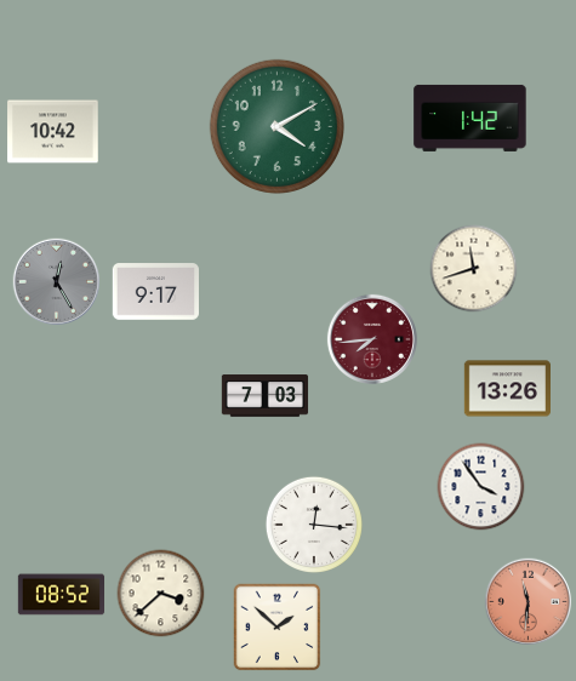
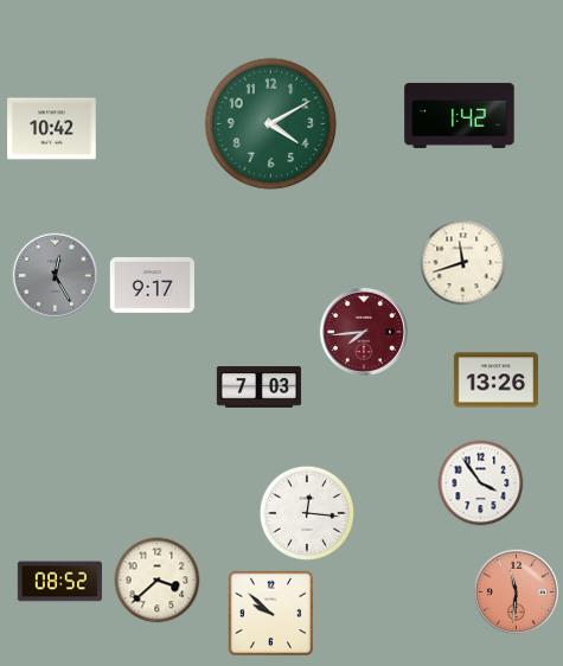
clock at (481, 487) position: (481, 487) -> (481, 484)
clock at (529, 602) position: (529, 602) -> (517, 593)
clock at (278, 628): 1:52 -> 9:52
